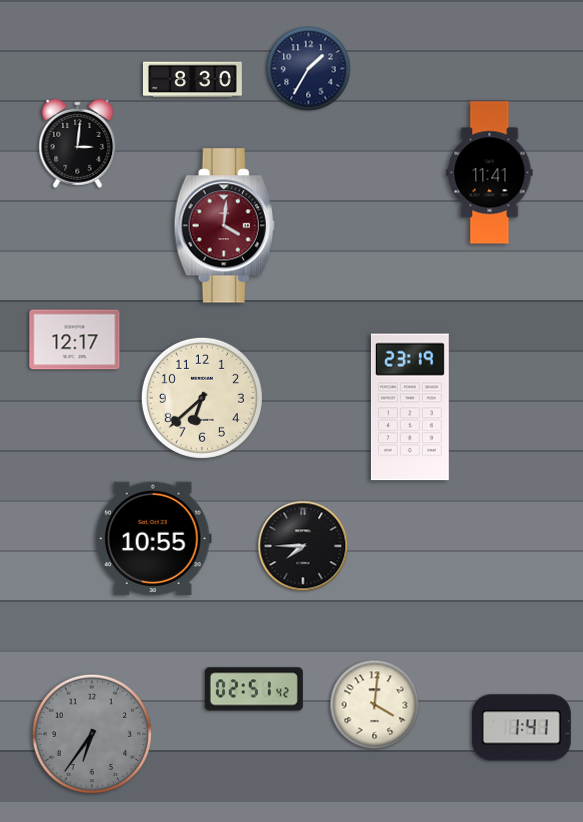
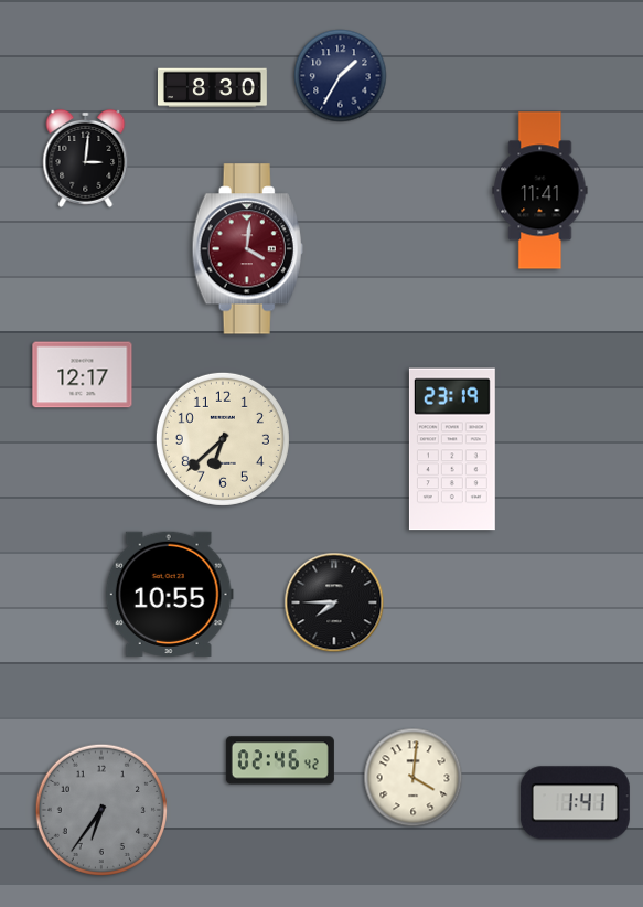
clock at (254, 689): 02:51 -> 02:46
